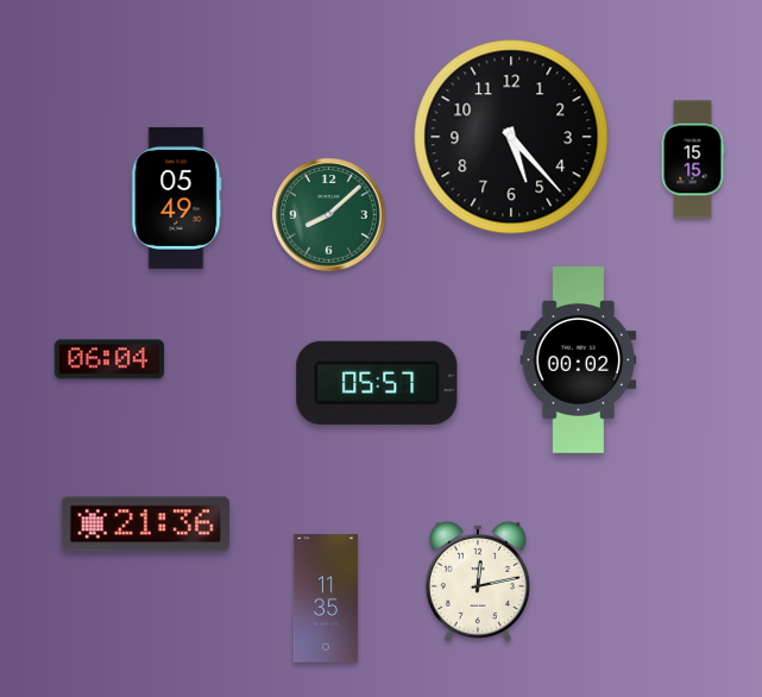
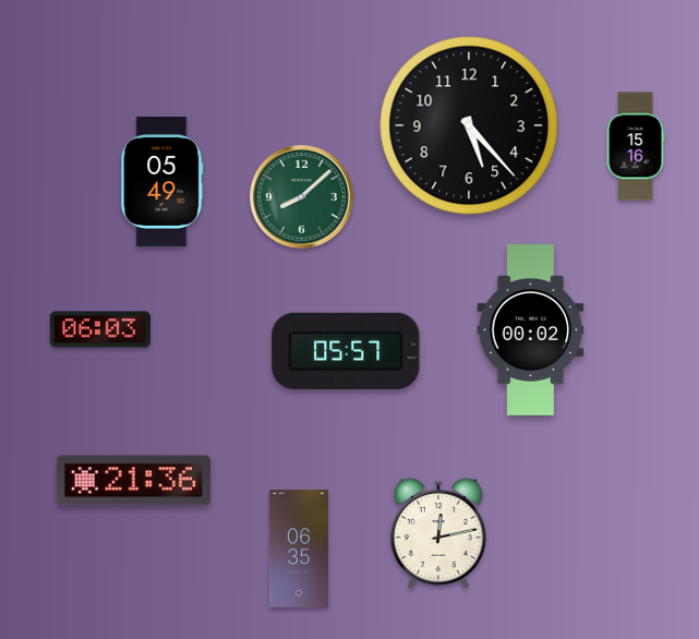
clock at (693, 159): 15:15 -> 15:16
clock at (109, 359): 06:04 -> 06:03
clock at (326, 598): 11:35 -> 06:35
